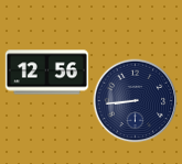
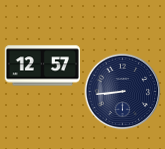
clock at (46, 73): 12:56 -> 12:57
